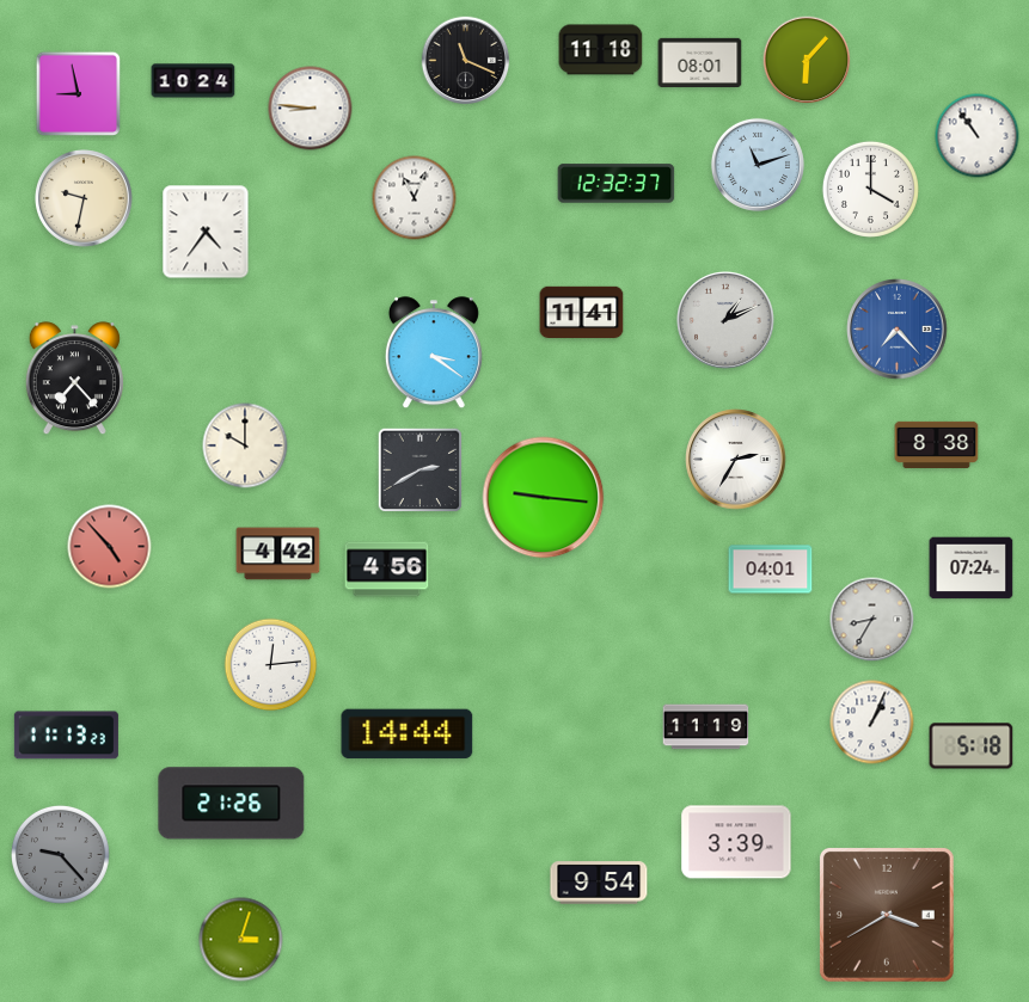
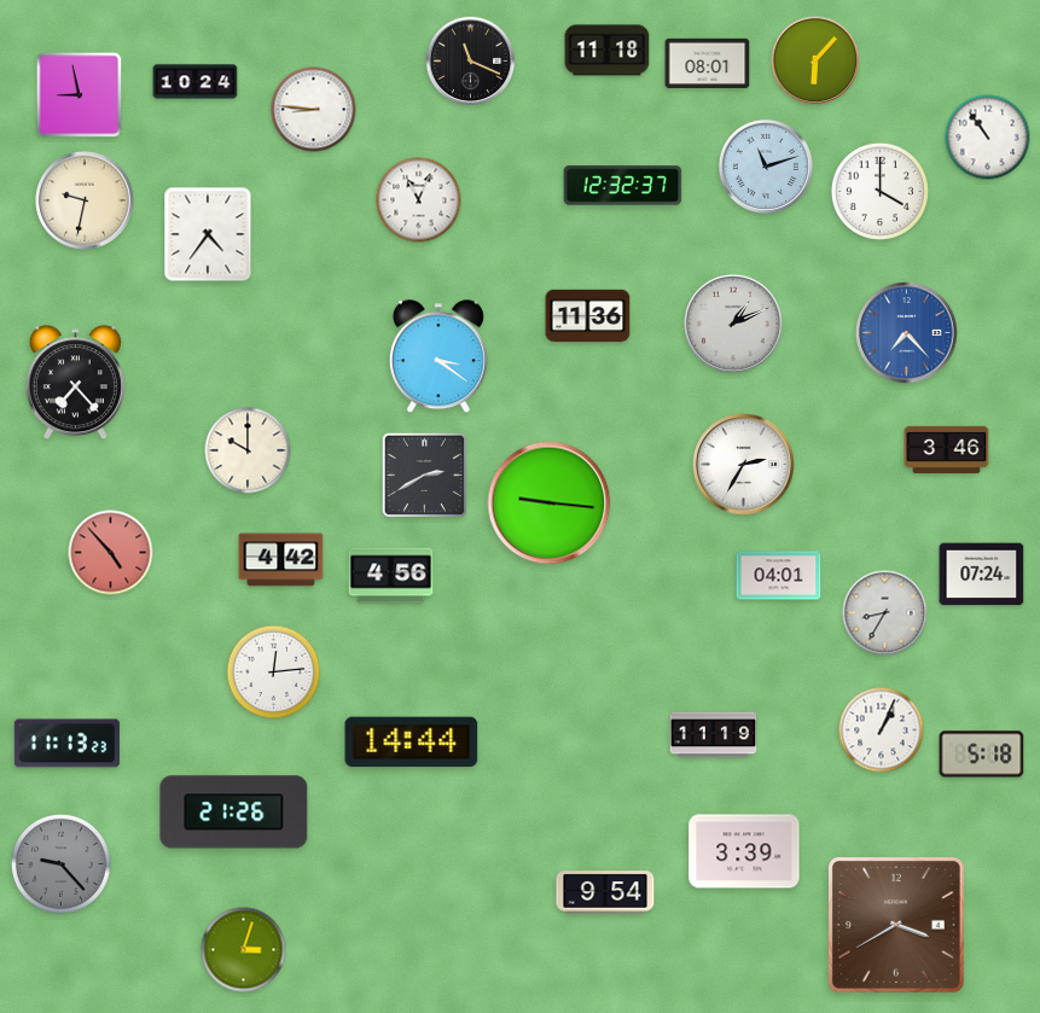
clock at (582, 313): 11:41 -> 11:36
clock at (937, 444): 8:38 -> 3:46
clock at (872, 620) position: (872, 620) -> (885, 613)
